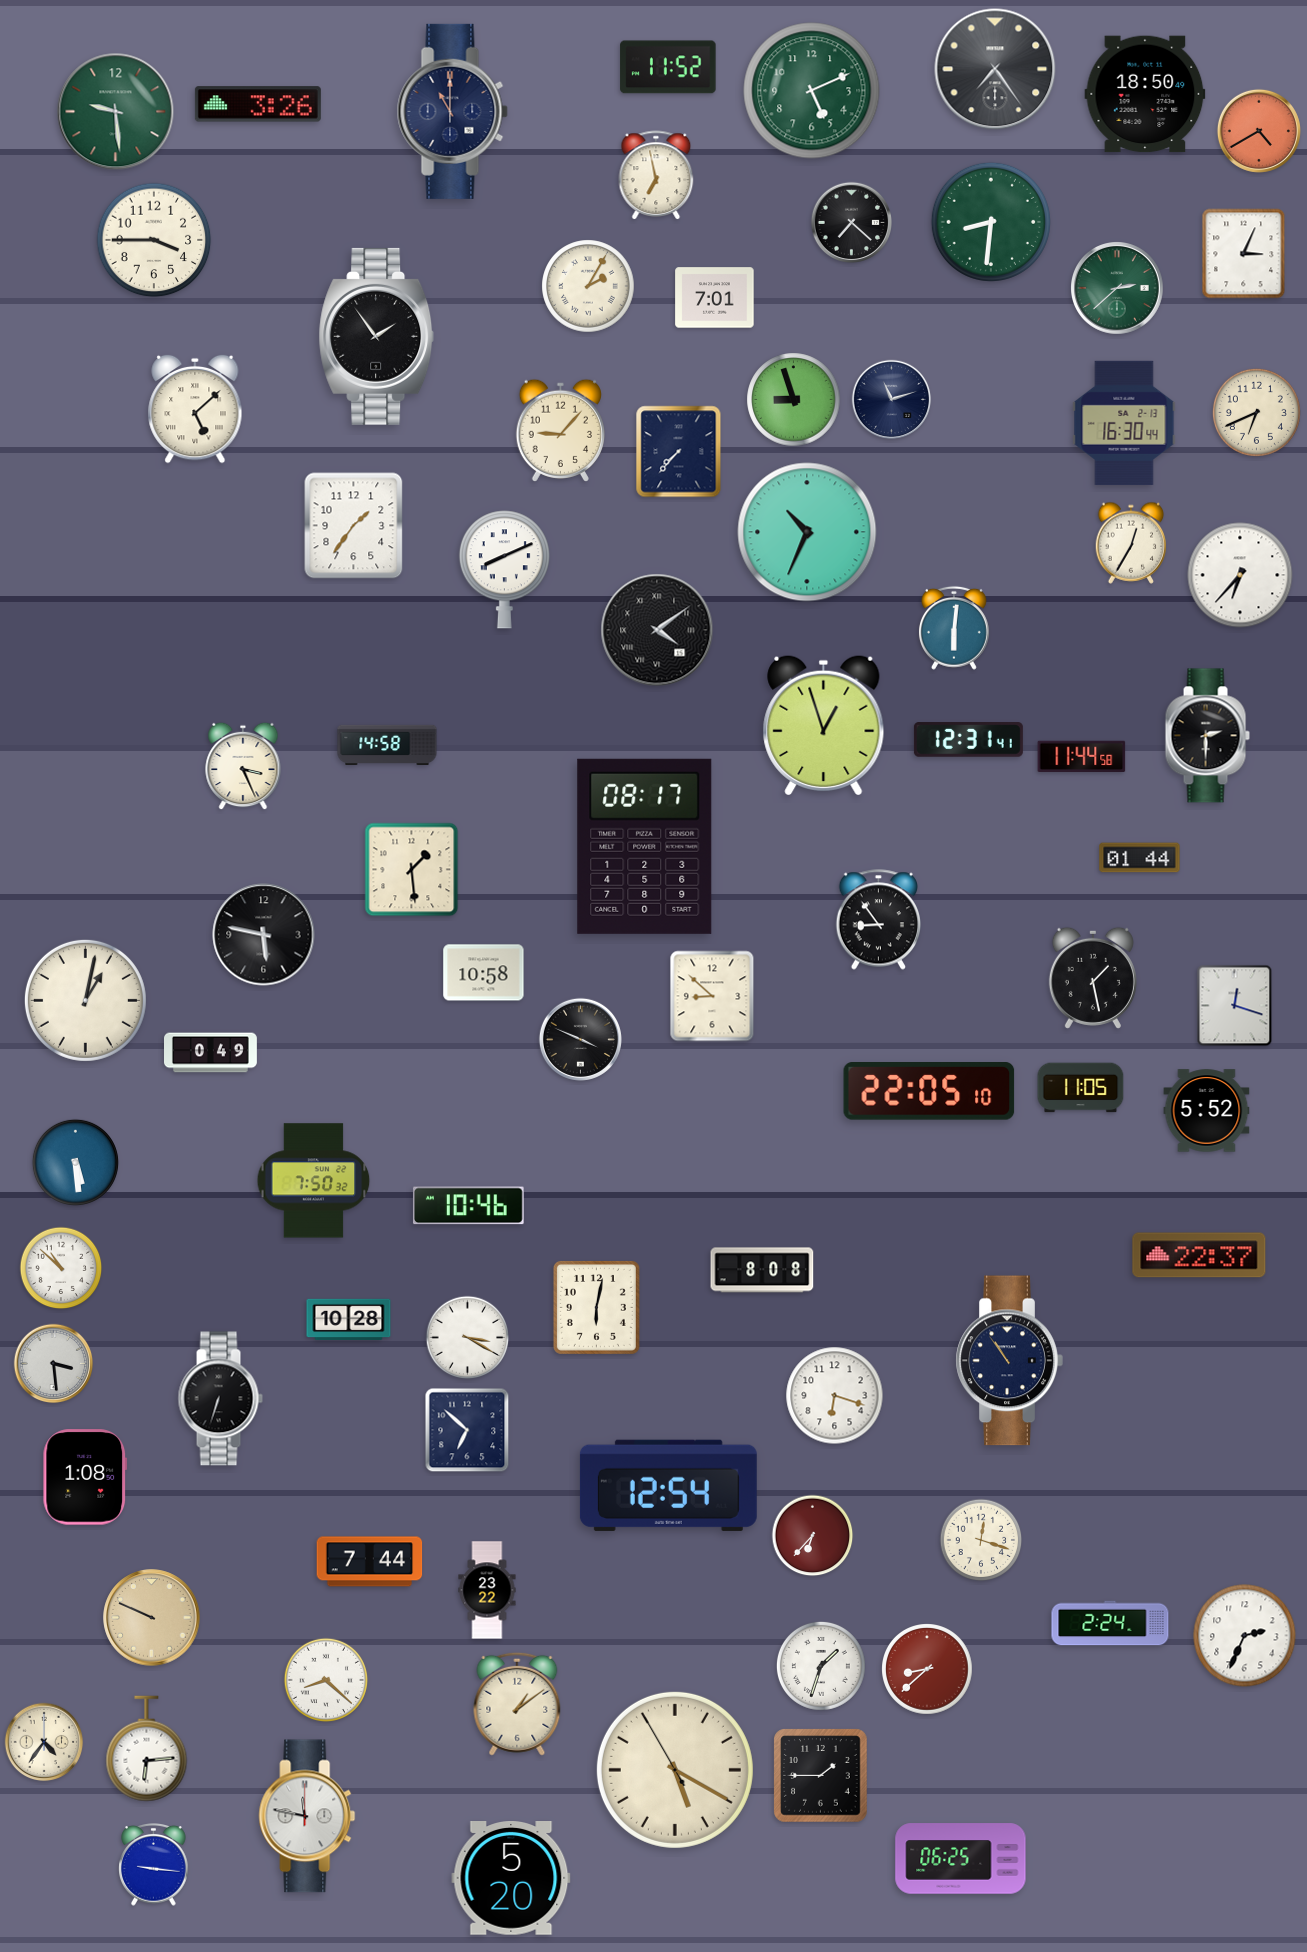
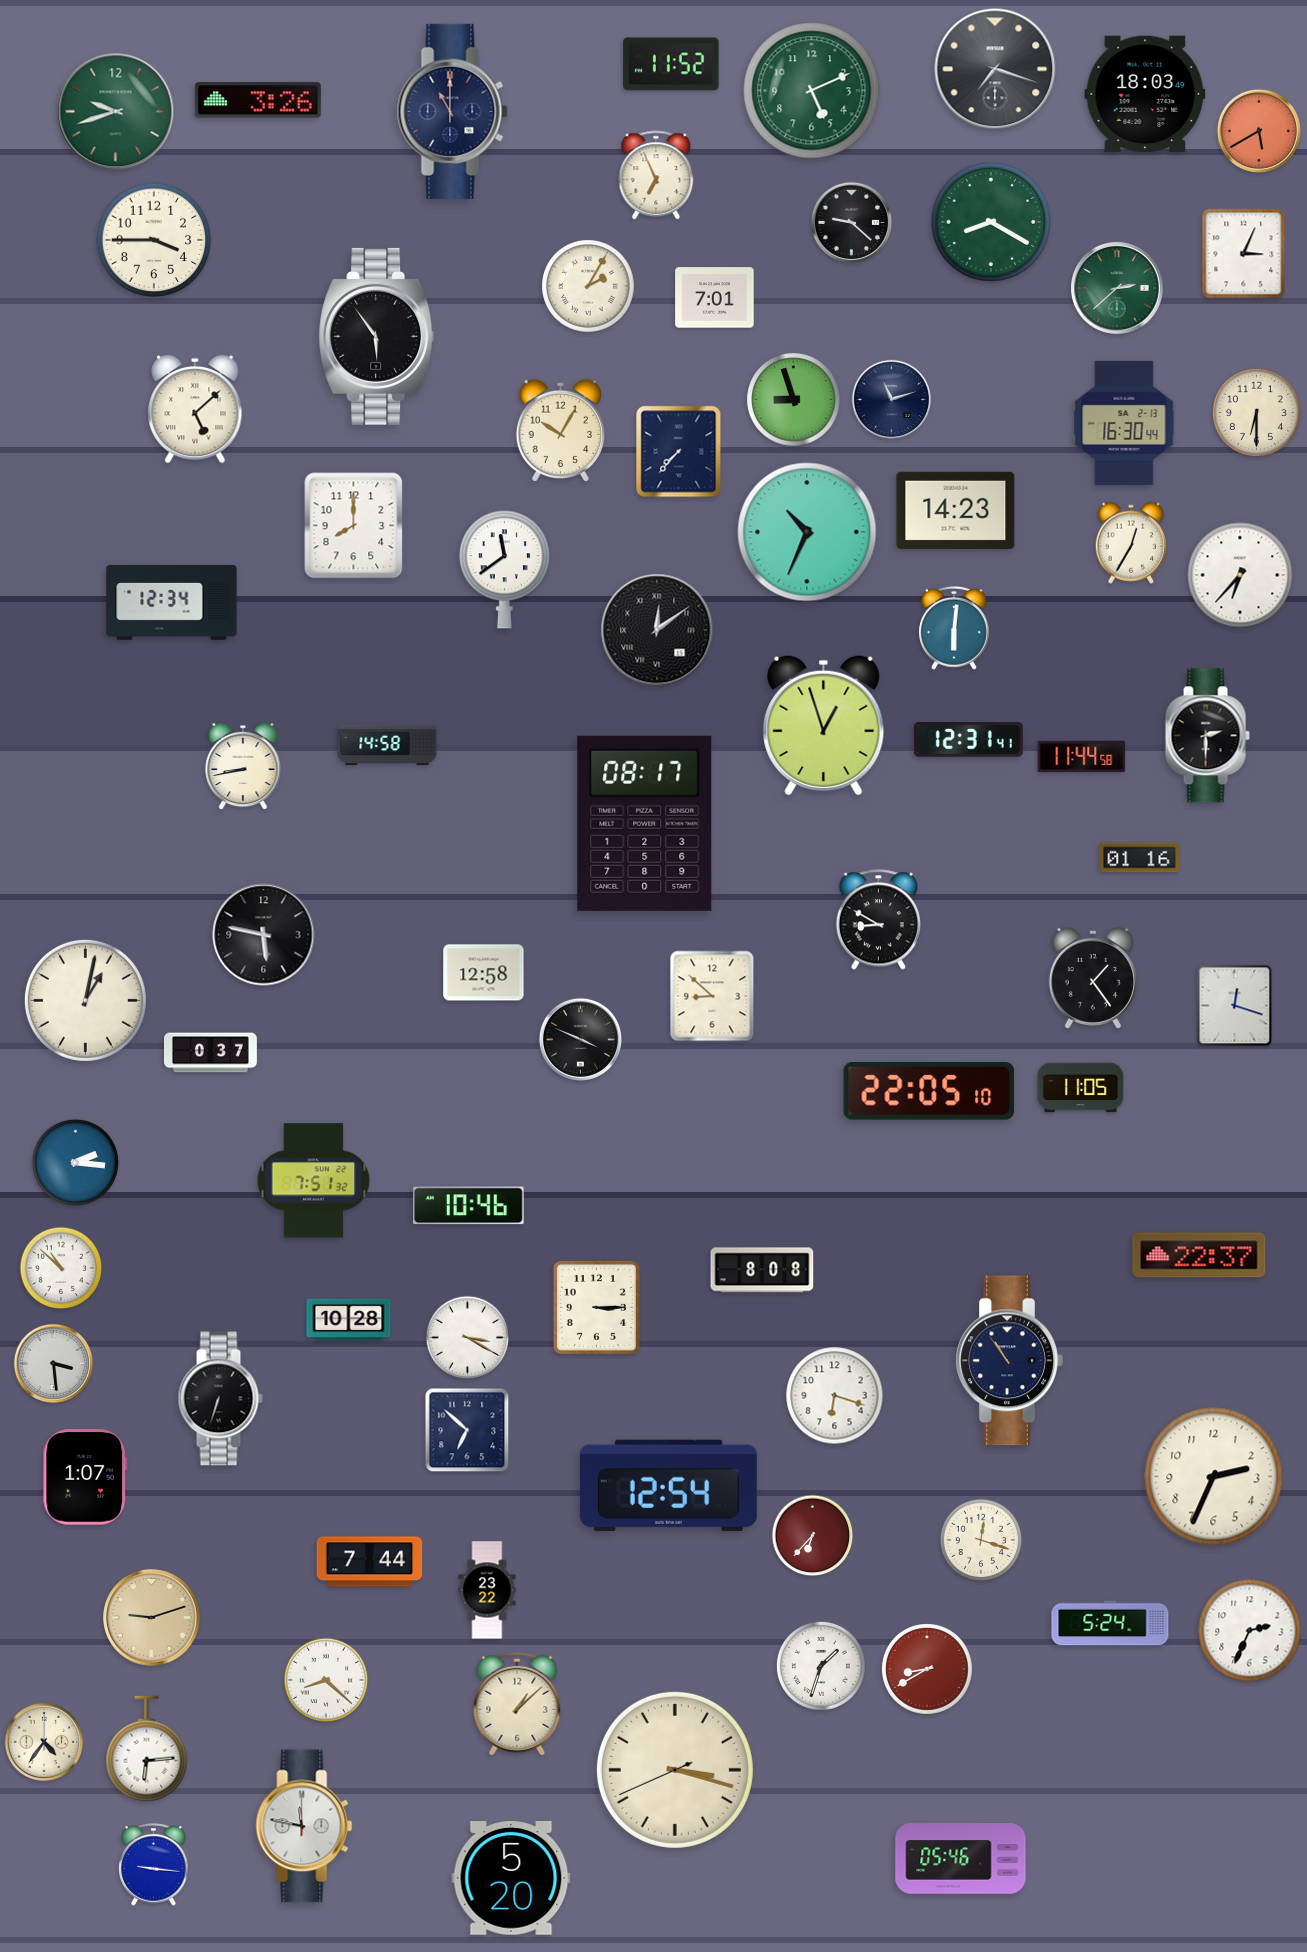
clock at (668, 67) position: (668, 67) -> (671, 64)
clock at (995, 69): 7:24 -> 7:18
clock at (1145, 94): 18:50 -> 18:03
clock at (258, 104) position: (258, 104) -> (258, 100)
clock at (116, 112): 9:29 -> 9:42
clock at (1259, 131): 4:40 -> 5:40
clock at (656, 176): 6:58 -> 6:56
clock at (851, 222): 7:22 -> 9:22
clock at (991, 222): 8:31 -> 8:20
clock at (377, 336): 1:54 -> 5:54
clock at (1256, 412): 6:41 -> 6:30
clock at (560, 430): 9:07 -> 10:05
clock at (956, 510): none -> 14:23
clock at (354, 526): 1:36 -> 8:00
clock at (504, 570): 8:11 -> 11:39
clock at (172, 602): none -> 12:34
clock at (657, 630): 4:09 -> 12:09
clock at (243, 766): 3:26 -> 8:43
clock at (645, 846) position: (645, 846) -> (645, 823)
clock at (1140, 858): 01:44 -> 01:16
clock at (412, 870): 1:29 -> none
clock at (878, 920): 8:54 -> 8:50
clock at (484, 973): 10:58 -> 12:58
clock at (1093, 978): 1:28 -> 1:24
clock at (211, 1053): 0:49 -> 0:37
clock at (1207, 1111): 5:52 -> none
clock at (75, 1162): 5:29 -> 2:16
clock at (314, 1181): 7:50 -> 7:51
clock at (596, 1307): 6:02 -> 3:15
clock at (85, 1477): 1:08 -> 1:07
clock at (1214, 1477): none -> 2:34
clock at (152, 1618): 9:49 -> 9:12
clock at (1110, 1623): 2:24 -> 5:24
clock at (1245, 1636) position: (1245, 1636) -> (1250, 1631)
clock at (928, 1670): 8:38 -> 8:40
clock at (517, 1704): 1:09 -> 1:08
clock at (675, 1770): 5:19 -> 3:17
clock at (821, 1776): 1:45 -> none
clock at (307, 1816) position: (307, 1816) -> (304, 1826)
clock at (961, 1859): 06:25 -> 05:46
